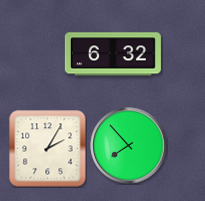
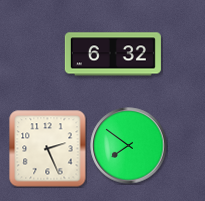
clock at (129, 146): 7:53 -> 7:51
clock at (48, 149): 2:05 -> 2:26
